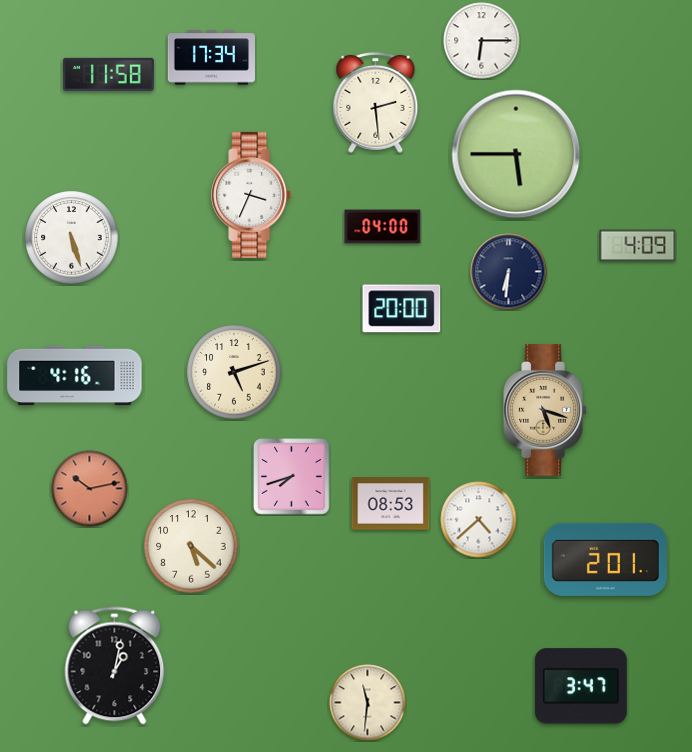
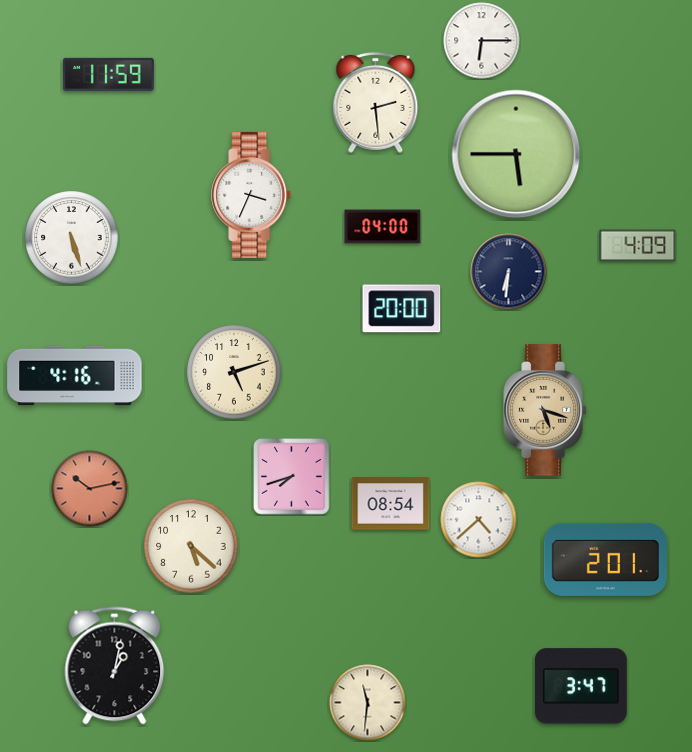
clock at (211, 58): 17:34 -> none
clock at (108, 74): 11:58 -> 11:59
clock at (391, 504): 08:53 -> 08:54
